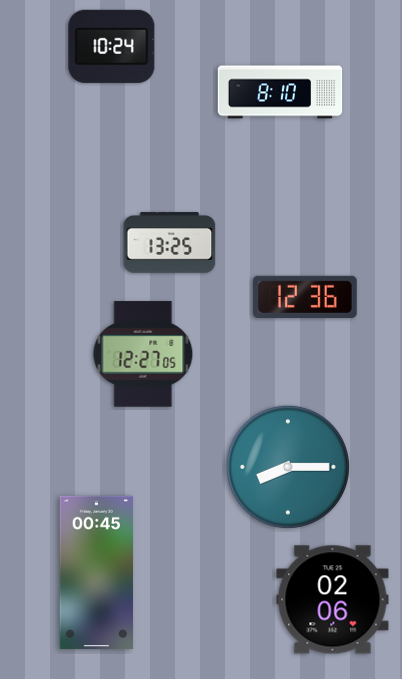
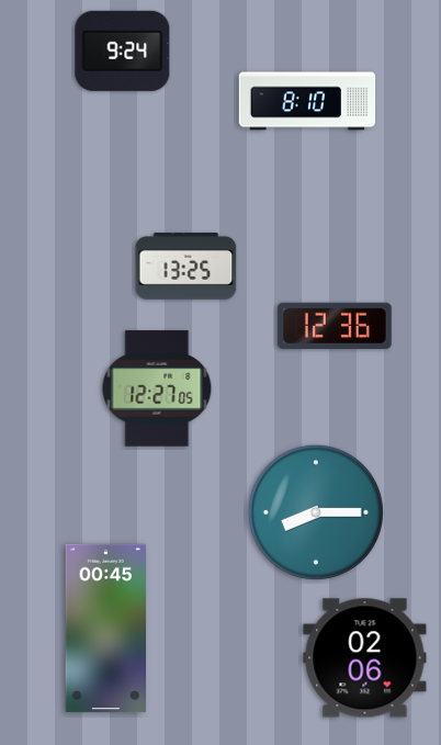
clock at (112, 46): 10:24 -> 9:24
